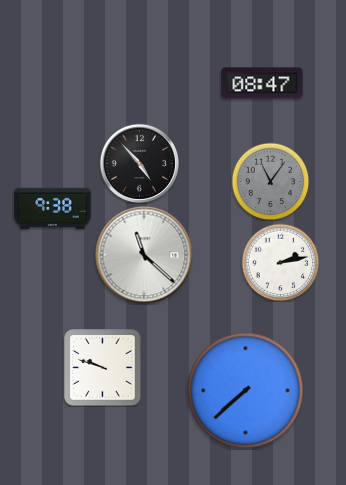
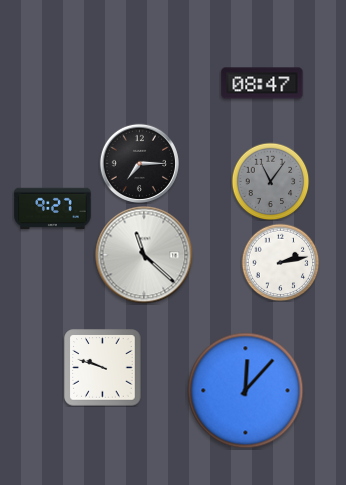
clock at (139, 163): 4:53 -> 7:15
clock at (53, 209): 9:38 -> 9:27
clock at (246, 391): 7:38 -> 12:07
